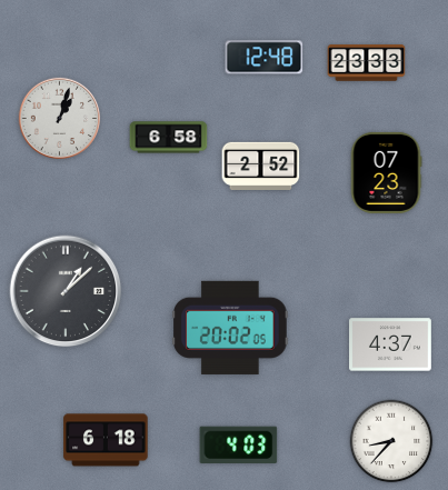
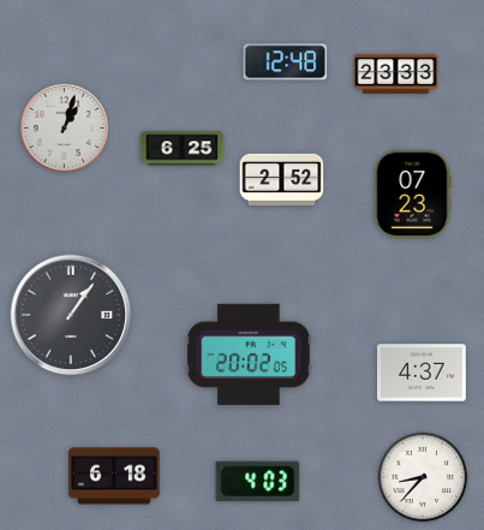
clock at (367, 63) position: (367, 63) -> (396, 75)
clock at (169, 138): 6:58 -> 6:25
clock at (386, 172) position: (386, 172) -> (412, 193)
clock at (66, 291): 1:08 -> 1:06
